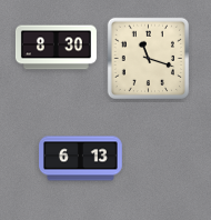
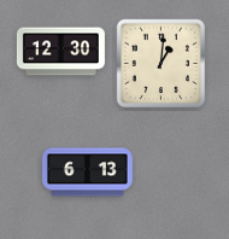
clock at (56, 48): 8:30 -> 12:30
clock at (149, 59): 11:18 -> 1:01
